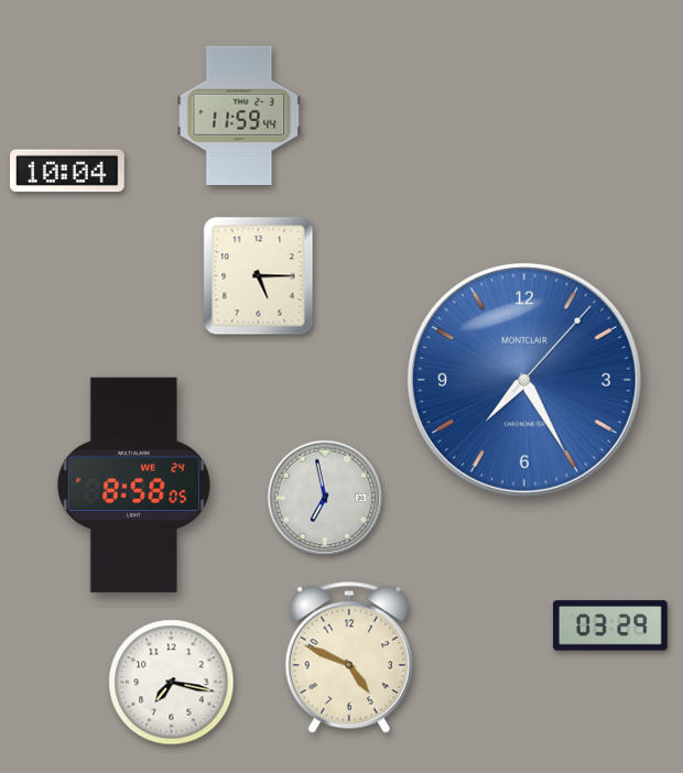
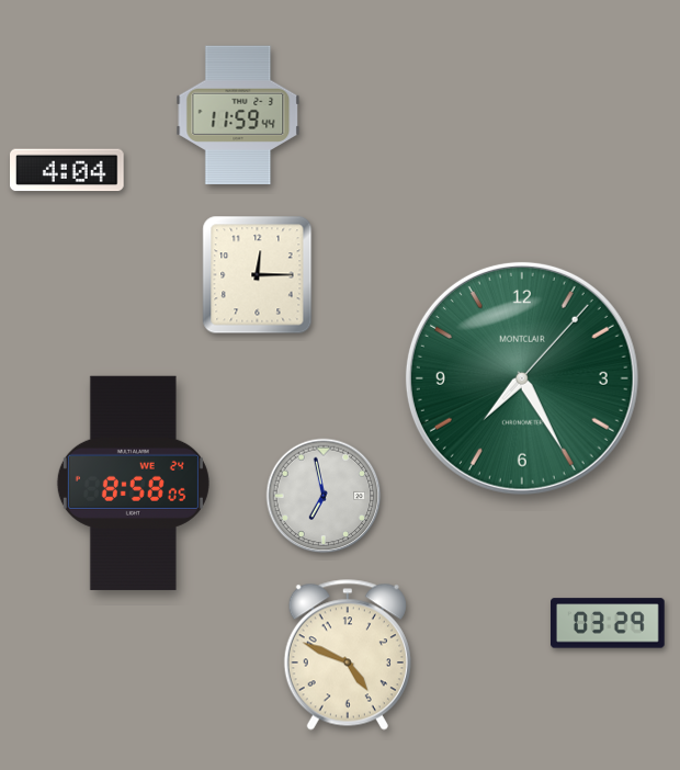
clock at (68, 171): 10:04 -> 4:04
clock at (259, 276): 5:15 -> 12:15
clock at (524, 380) dial: blue -> green
clock at (172, 683): 7:17 -> none
